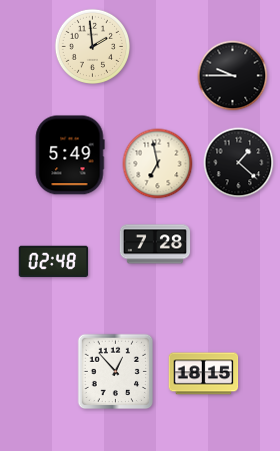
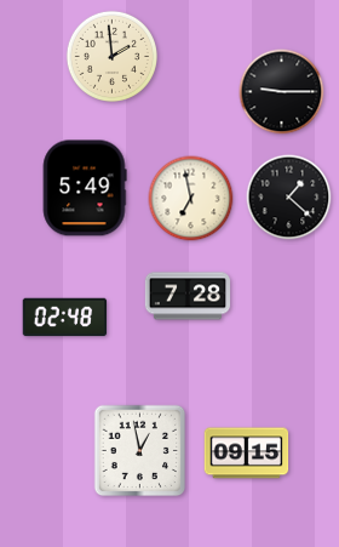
clock at (233, 76): 9:45 -> 9:15
clock at (116, 372): 12:53 -> 12:58
clock at (204, 374): 18:15 -> 09:15
